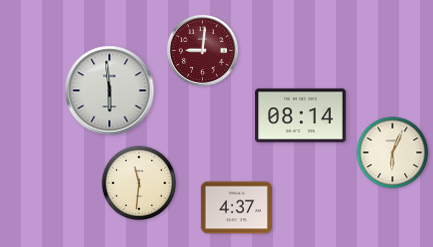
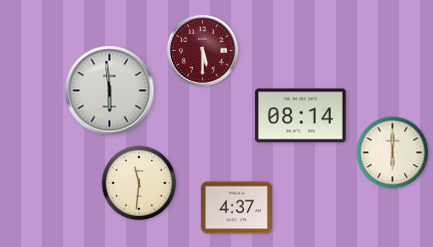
clock at (202, 50): 9:01 -> 5:30
clock at (393, 153): 6:04 -> 6:00
